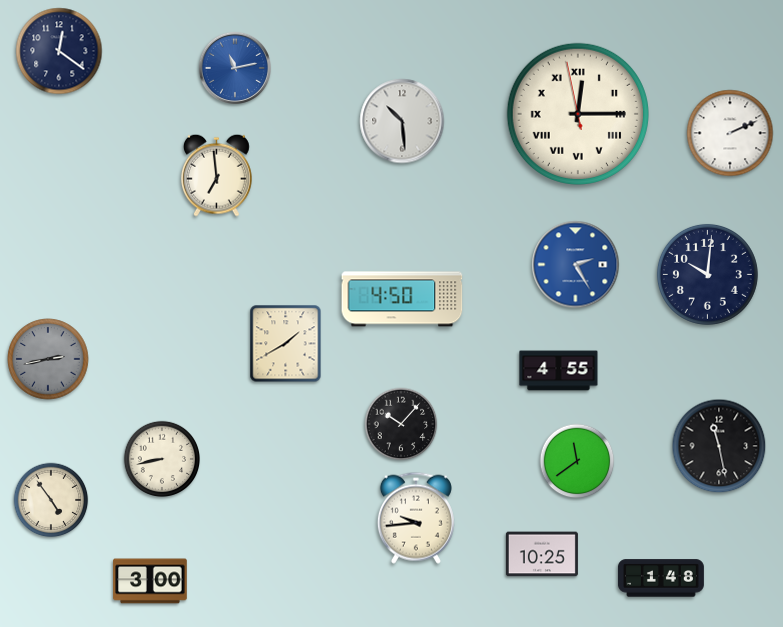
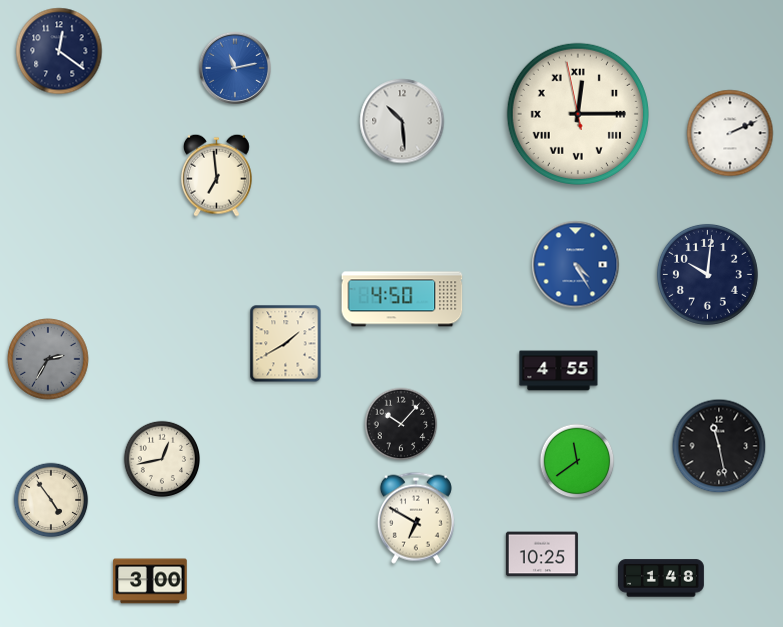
clock at (576, 265): 2:25 -> 4:25
clock at (48, 359): 2:43 -> 2:35
clock at (161, 458): 8:43 -> 12:43
clock at (416, 518): 9:44 -> 6:50
